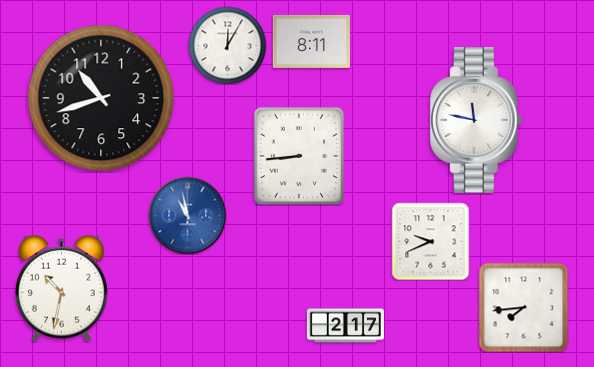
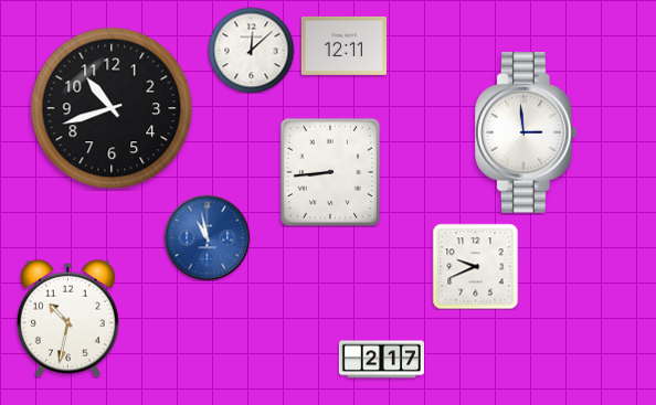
clock at (311, 41): 8:11 -> 12:11
clock at (227, 45): 12:05 -> 12:08
clock at (477, 120): 11:47 -> 2:59
clock at (523, 307): 7:44 -> none
